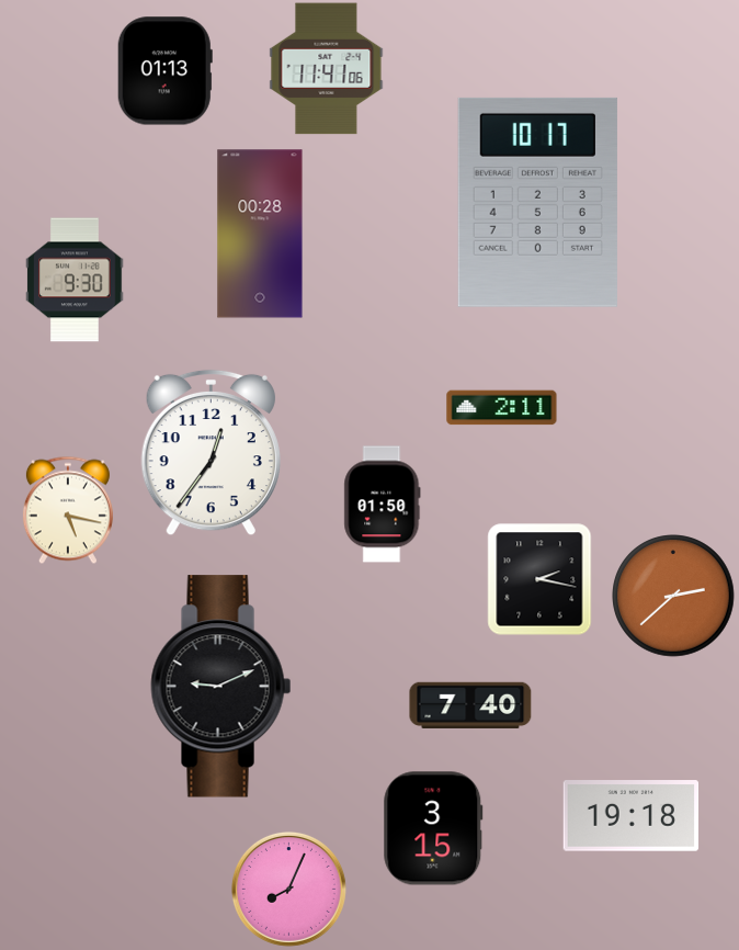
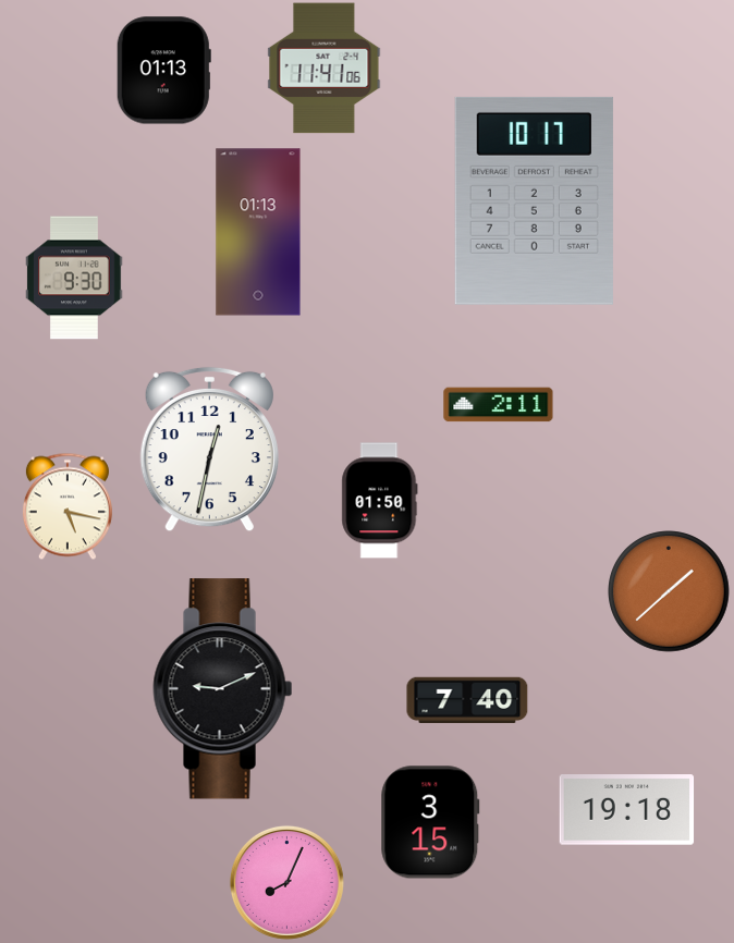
clock at (260, 234): 00:28 -> 01:13
clock at (211, 453): 12:36 -> 12:32
clock at (539, 579): 2:17 -> none
clock at (673, 596): 2:38 -> 1:38
clock at (221, 687) position: (221, 687) -> (223, 689)
